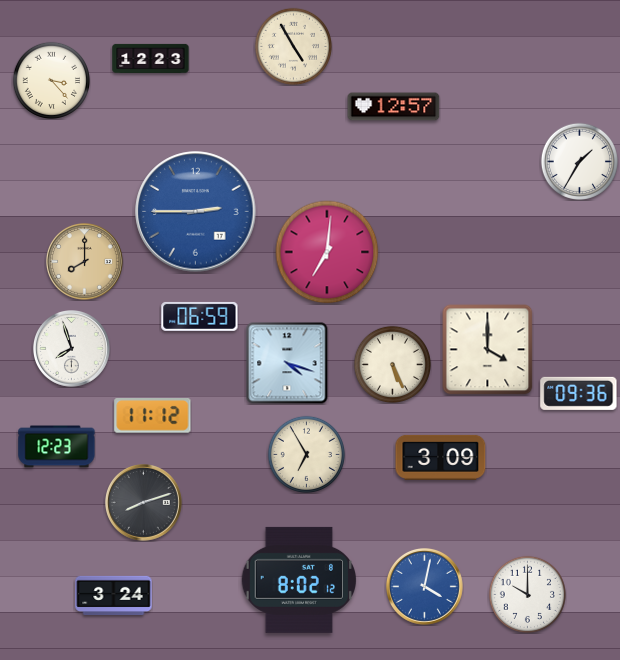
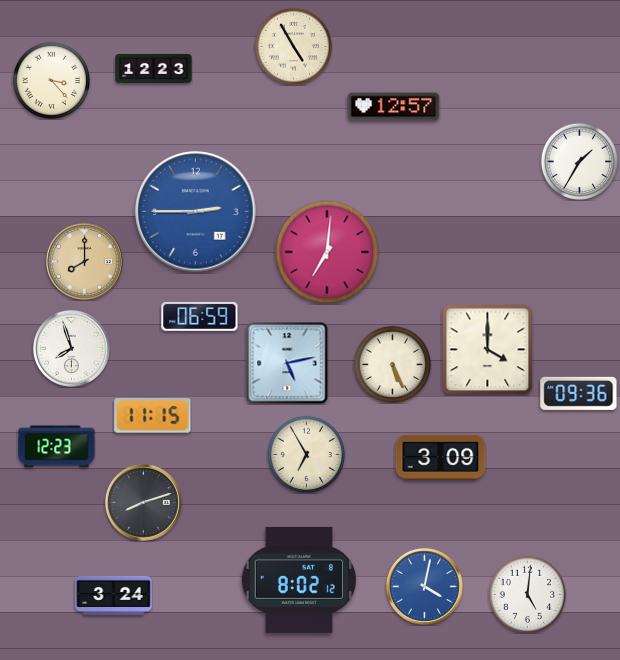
clock at (151, 58) position: (151, 58) -> (154, 68)
clock at (287, 363): 4:18 -> 5:13
clock at (153, 416): 11:12 -> 11:15
clock at (527, 594): 10:00 -> 5:01
